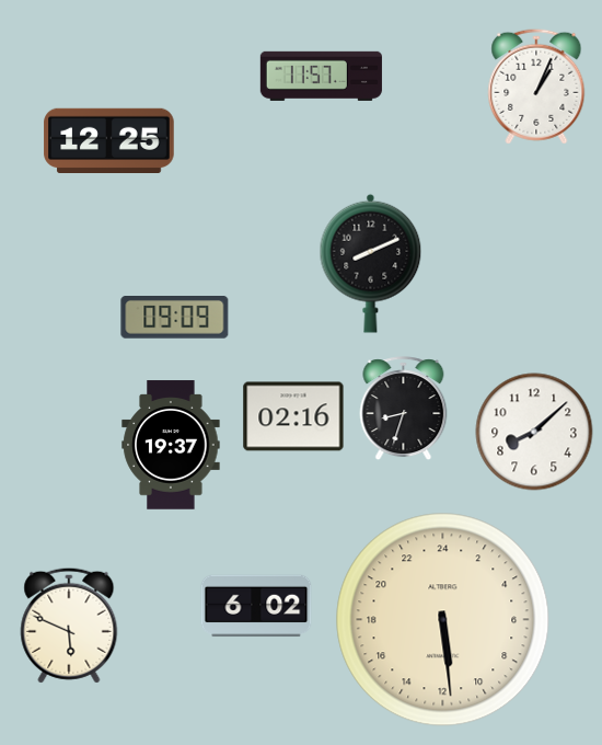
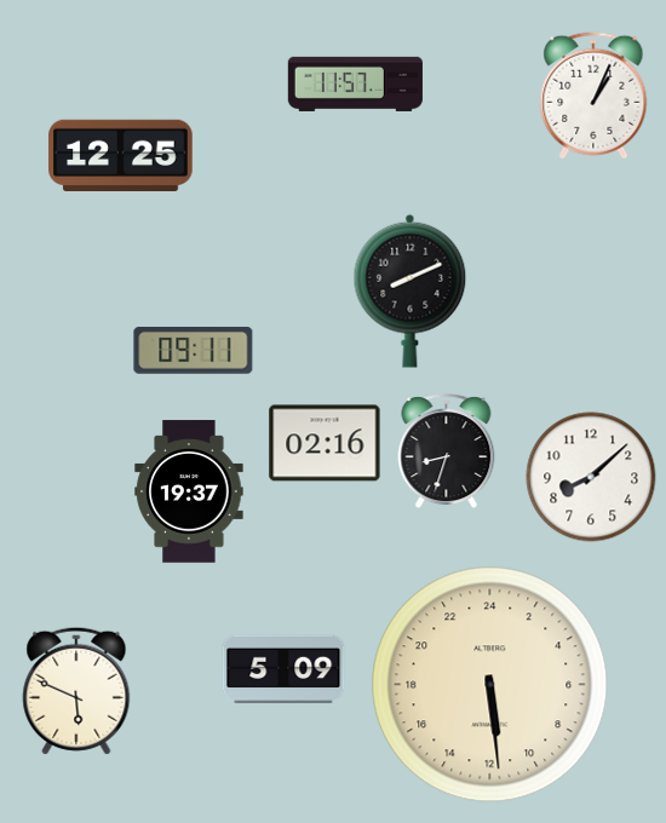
clock at (175, 318): 09:09 -> 09:11
clock at (293, 416) position: (293, 416) -> (325, 443)
clock at (256, 606): 6:02 -> 5:09
